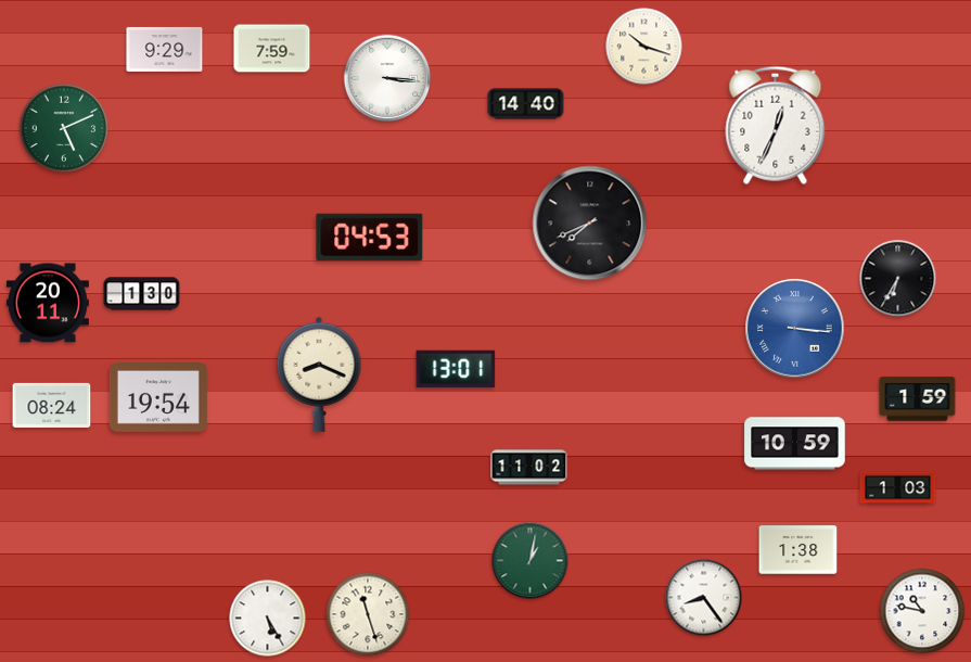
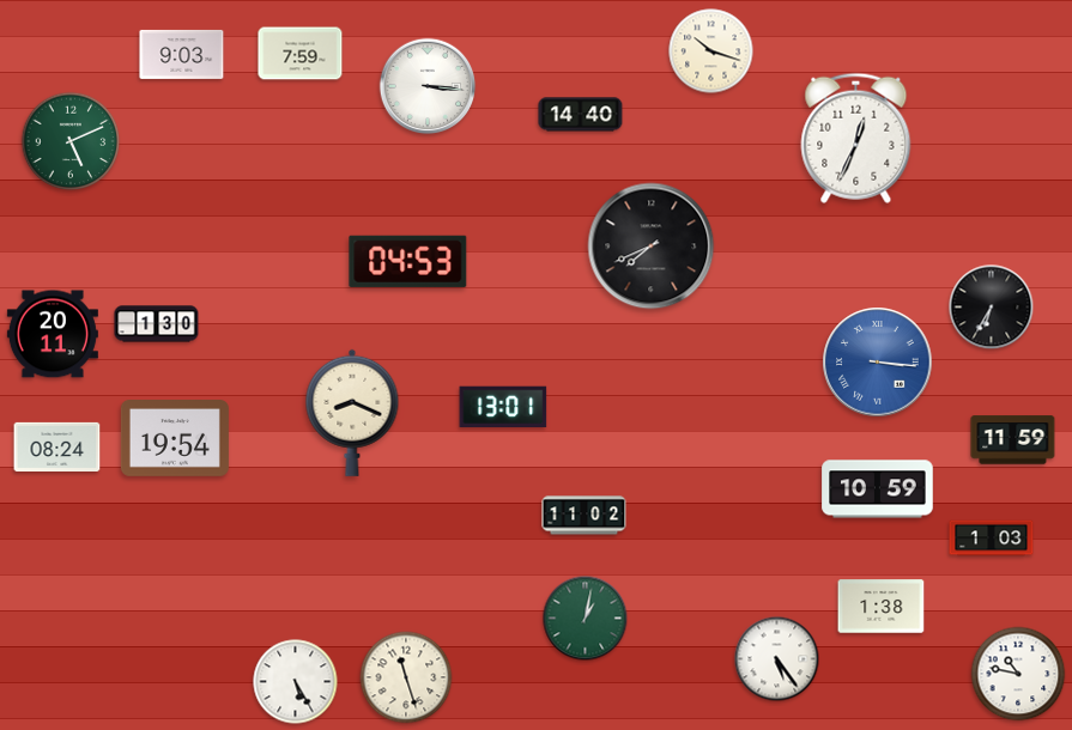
clock at (165, 49): 9:29 -> 9:03
clock at (918, 399): 1:59 -> 11:59
clock at (704, 598): 8:24 -> 5:24
